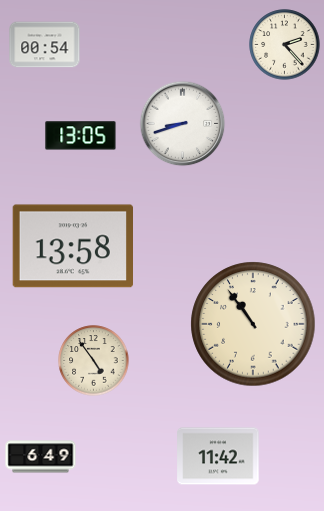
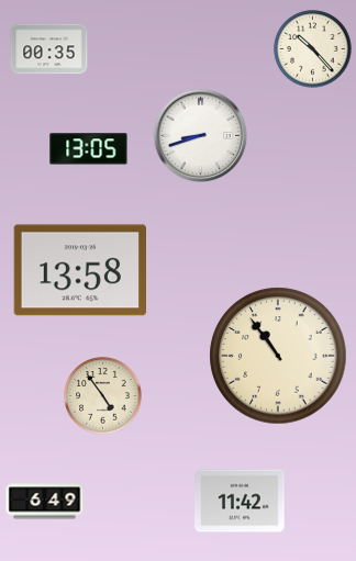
clock at (45, 45): 00:54 -> 00:35
clock at (285, 45): 2:23 -> 10:23
